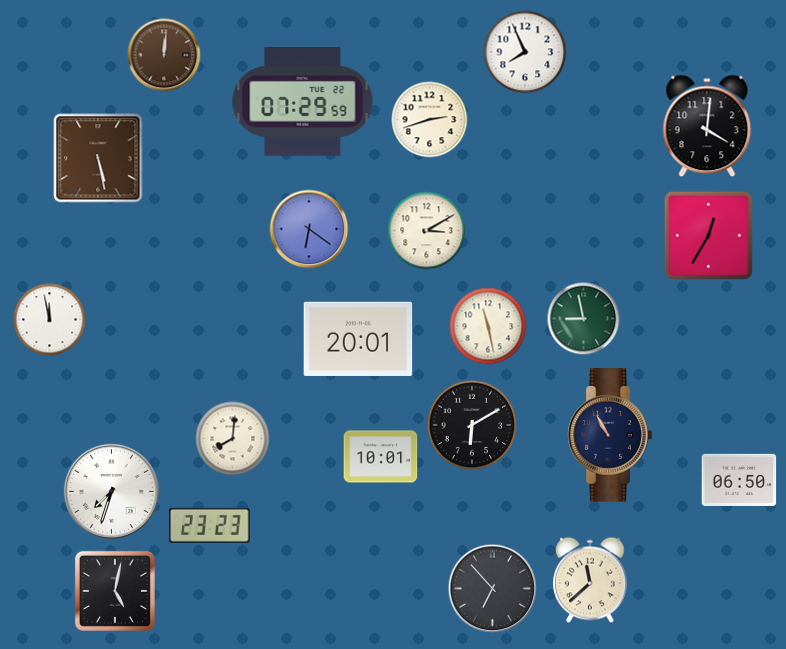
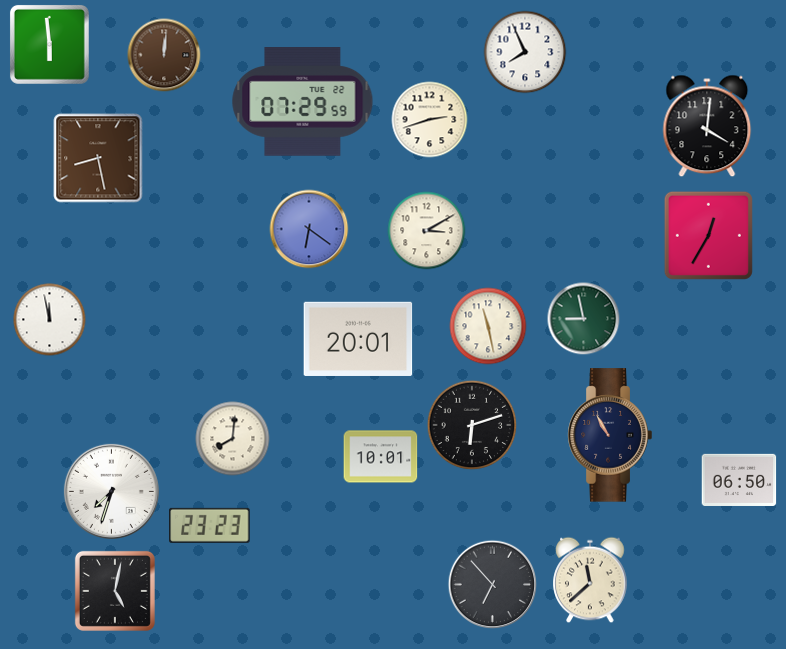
clock at (49, 44): none -> 5:59
clock at (98, 158): 5:28 -> 8:28
clock at (472, 425): 6:10 -> 6:12
clock at (493, 589) position: (493, 589) -> (493, 585)
